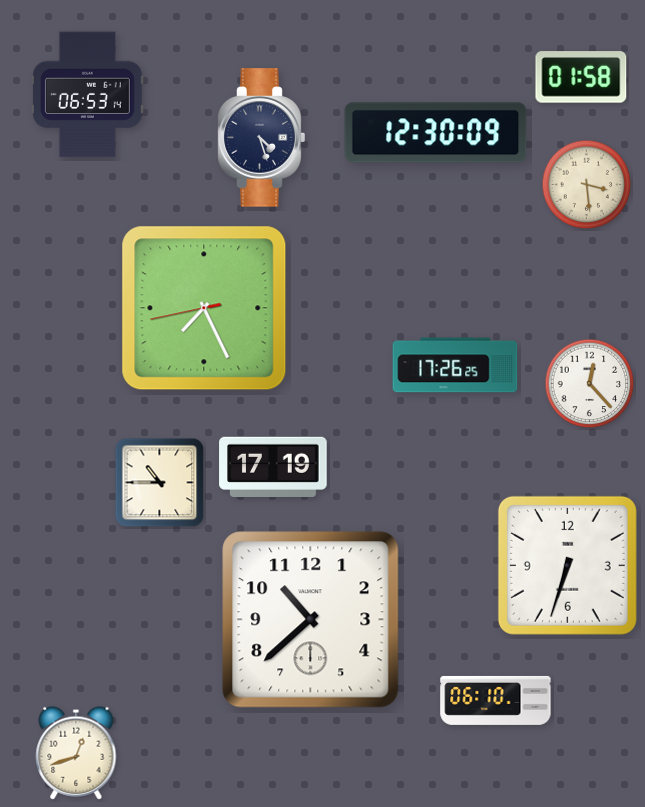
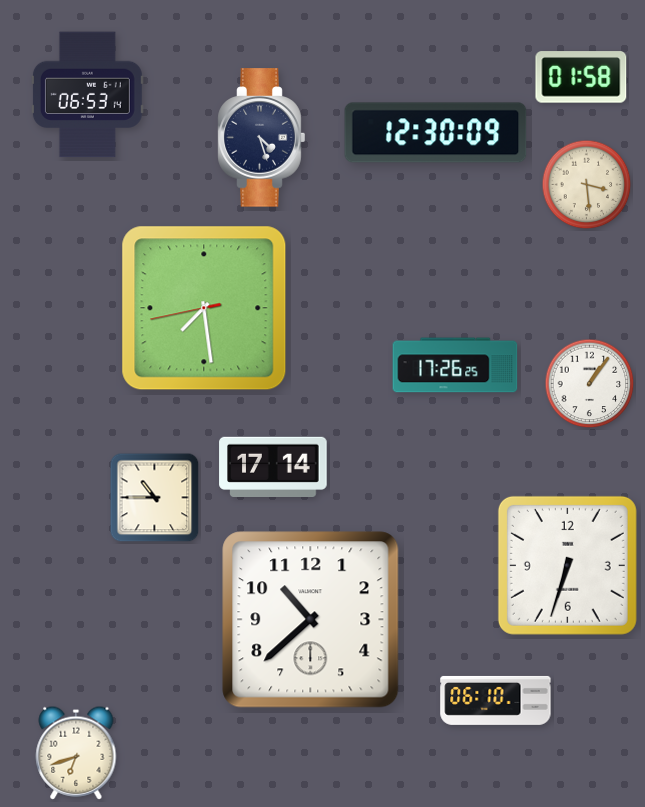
clock at (204, 308): 7:25 -> 7:28
clock at (590, 384): 12:23 -> 1:06
clock at (273, 466): 17:19 -> 17:14
clock at (160, 483) position: (160, 483) -> (155, 498)
clock at (76, 753): 12:42 -> 6:42
